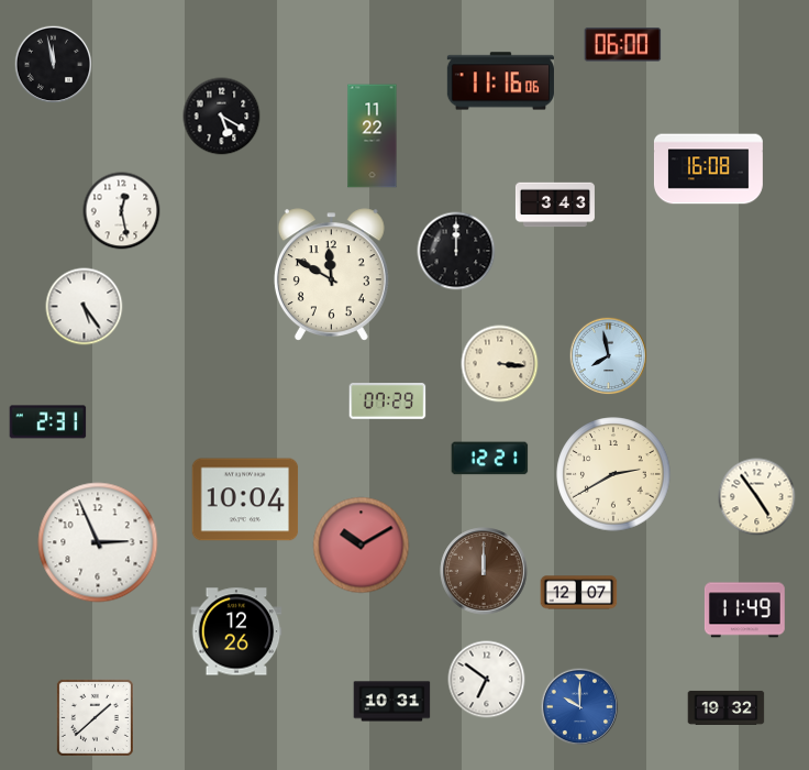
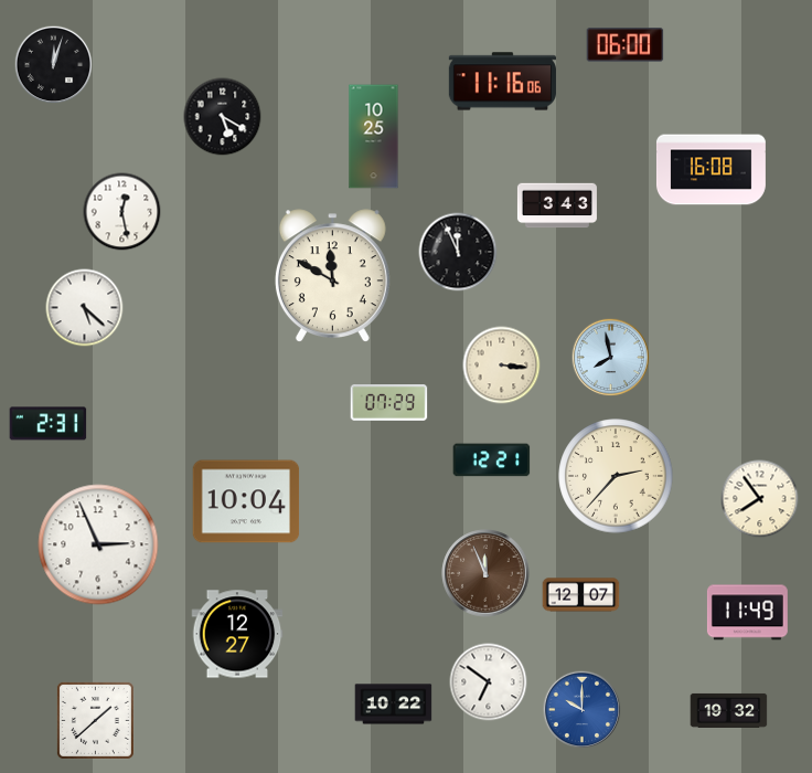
clock at (54, 65): 11:58 -> 12:03
clock at (373, 136): 11:22 -> 10:25
clock at (456, 251): 12:00 -> 11:56
clock at (85, 307): 5:24 -> 5:22
clock at (613, 474): 2:40 -> 2:37
clock at (757, 497): 4:54 -> 7:54
clock at (362, 546): 10:10 -> none
clock at (484, 571): 12:00 -> 11:56
clock at (236, 631): 12:26 -> 12:27
clock at (392, 702): 10:31 -> 10:22
